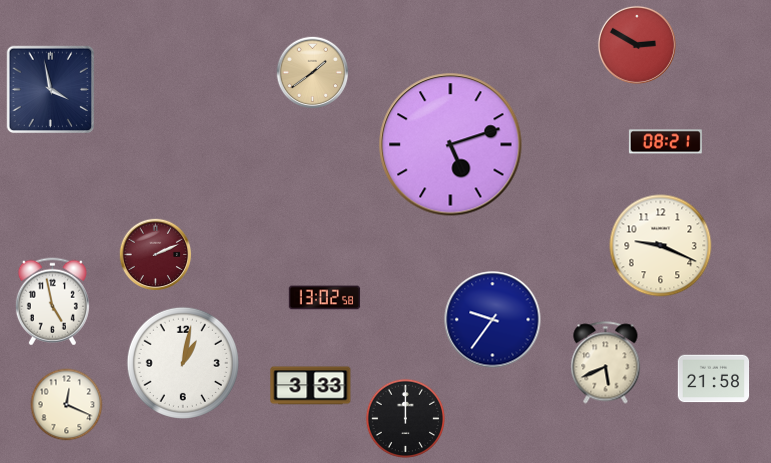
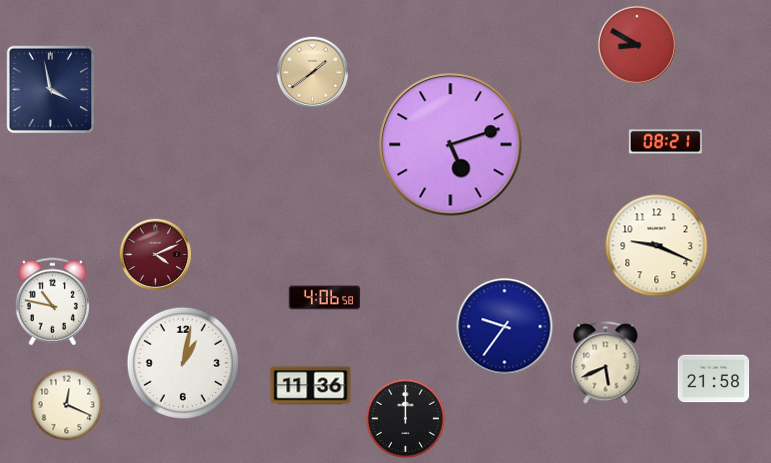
clock at (637, 45): 2:50 -> 8:50
clock at (661, 246) position: (661, 246) -> (657, 246)
clock at (156, 255): 2:11 -> 4:11
clock at (325, 298): 13:02 -> 4:06
clock at (52, 302): 4:58 -> 10:47
clock at (493, 320) position: (493, 320) -> (505, 327)
clock at (311, 386): 3:33 -> 11:36
